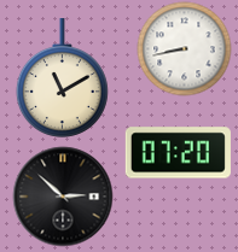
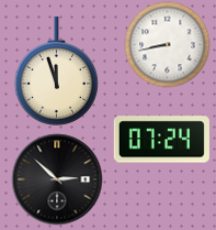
clock at (62, 78): 11:10 -> 11:57
clock at (178, 153): 07:20 -> 07:24
